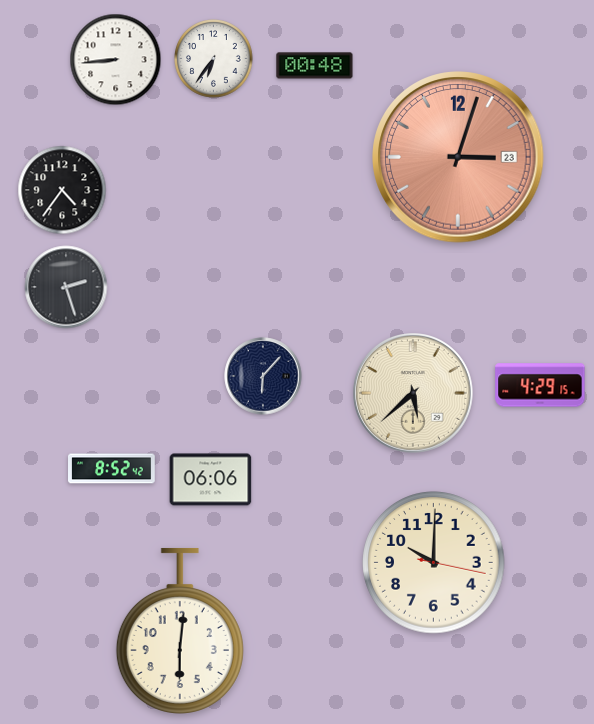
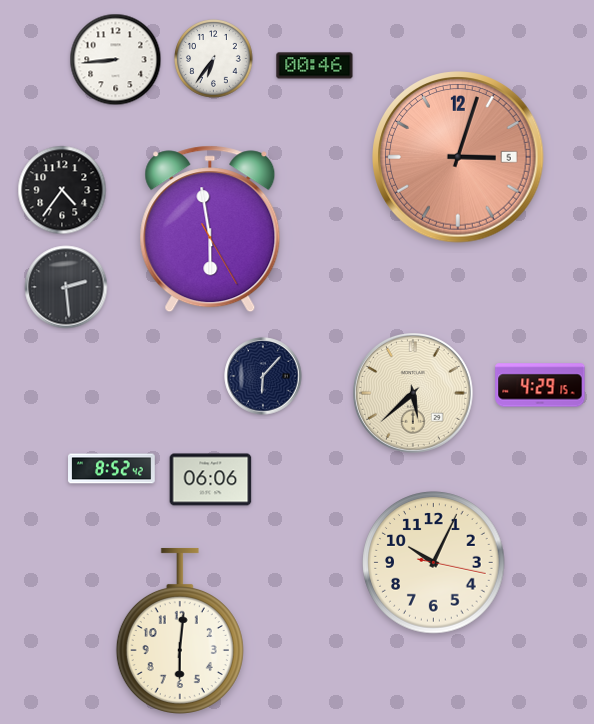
clock at (315, 66): 00:48 -> 00:46
clock at (458, 157) date: 23 -> 5
clock at (210, 229): none -> 5:58
clock at (66, 287): 2:27 -> 2:29
clock at (434, 563): 10:00 -> 10:04
